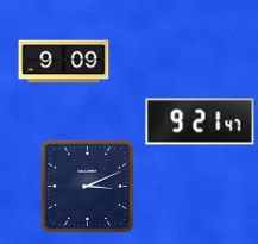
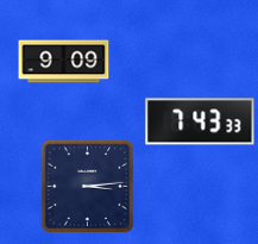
clock at (200, 121): 9:21 -> 7:43
clock at (88, 187): 3:11 -> 3:14
